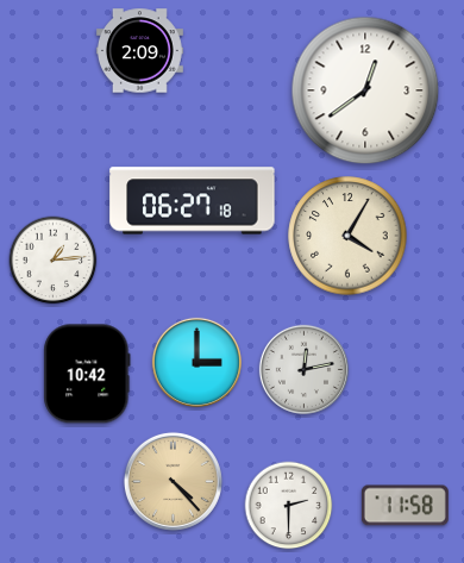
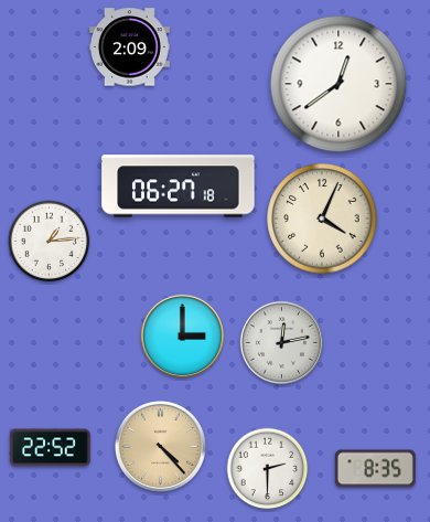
clock at (347, 236): 4:05 -> 4:04
clock at (87, 374): 10:42 -> none
clock at (50, 448): none -> 22:52
clock at (405, 506): 11:58 -> 8:35
